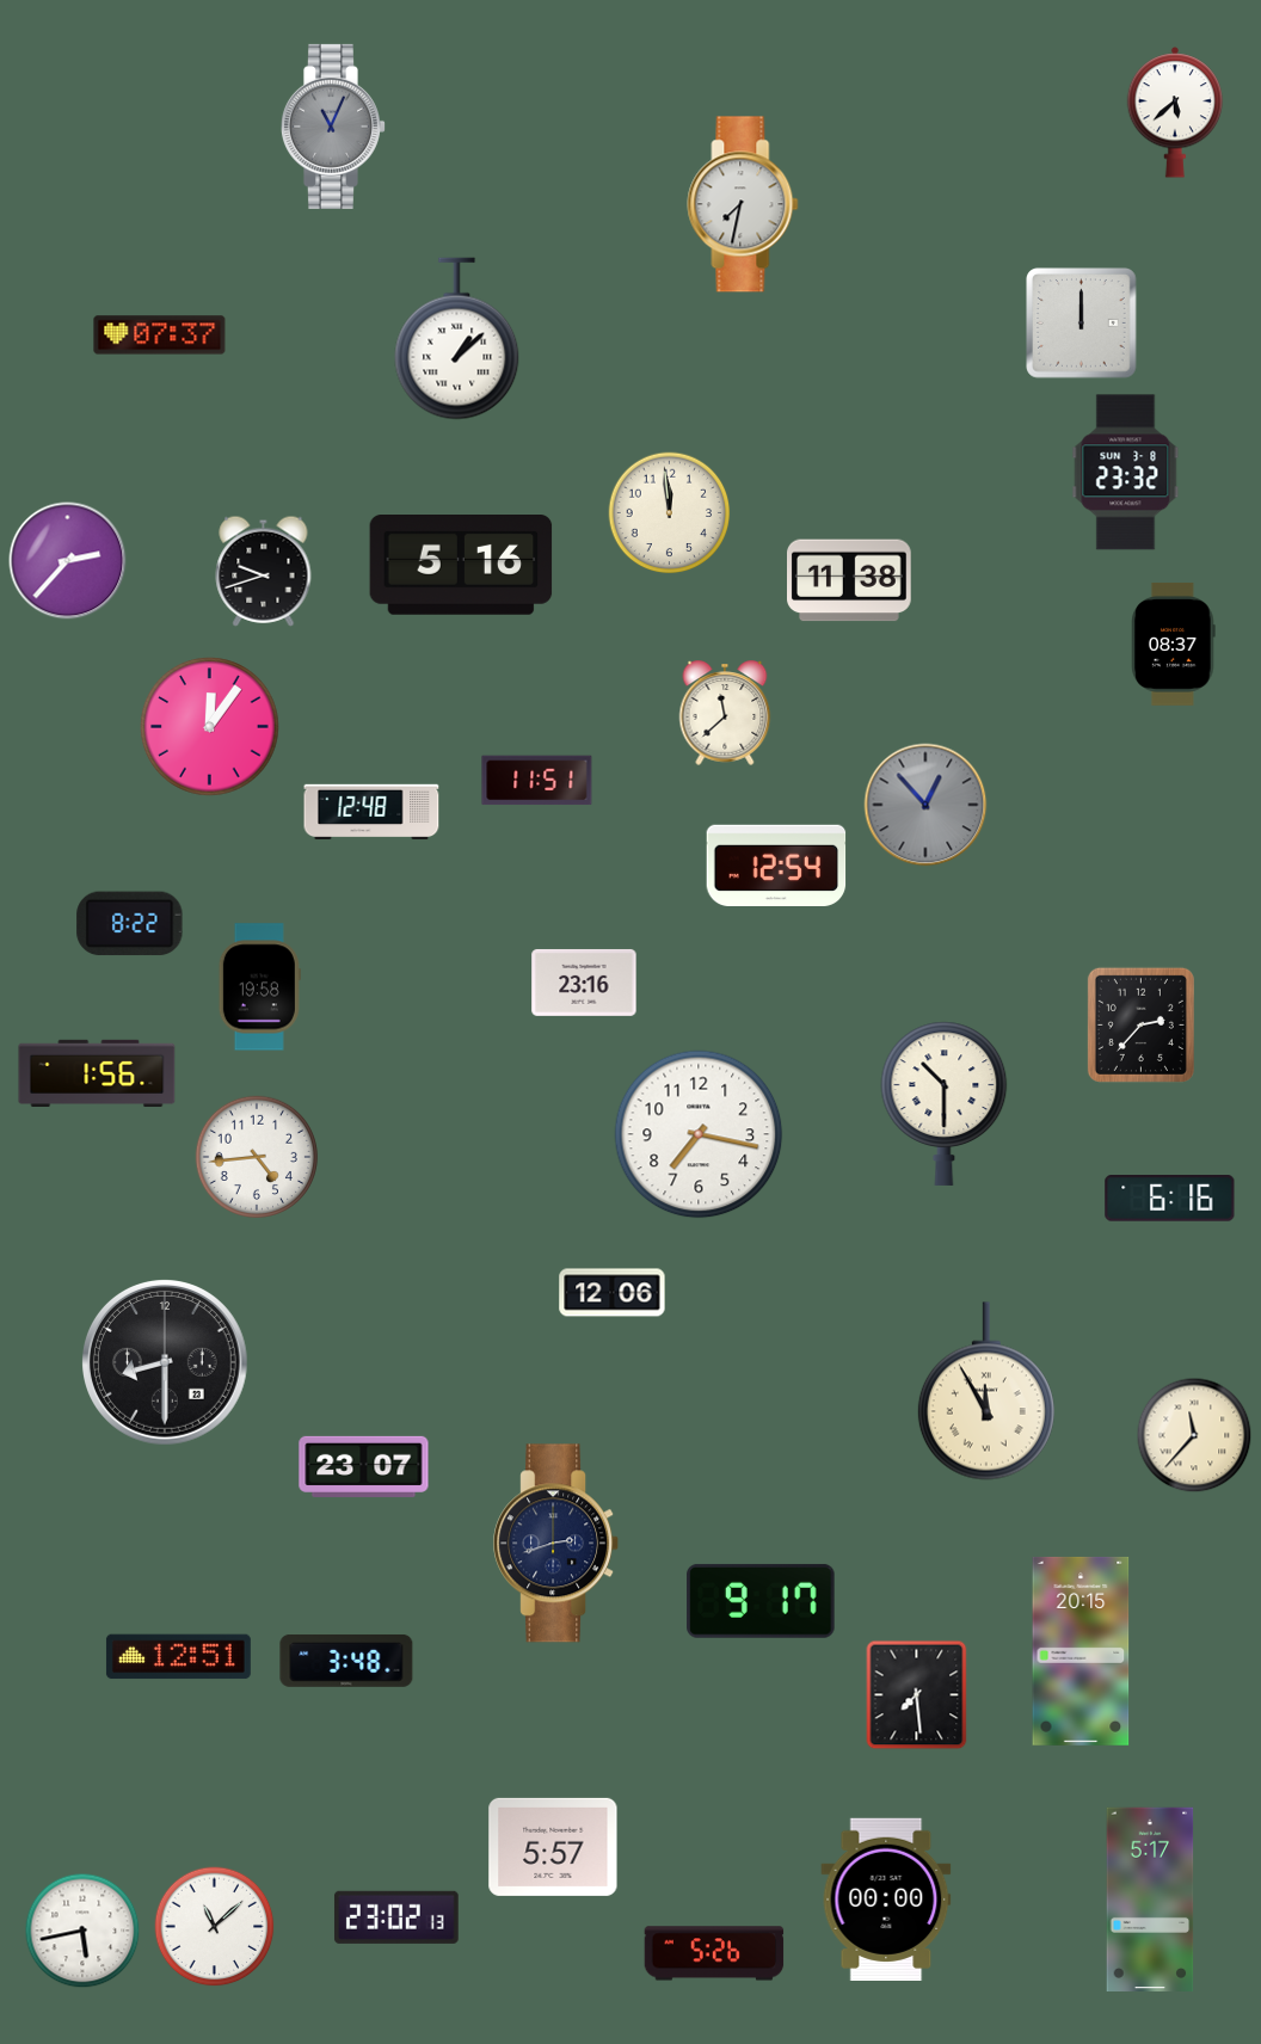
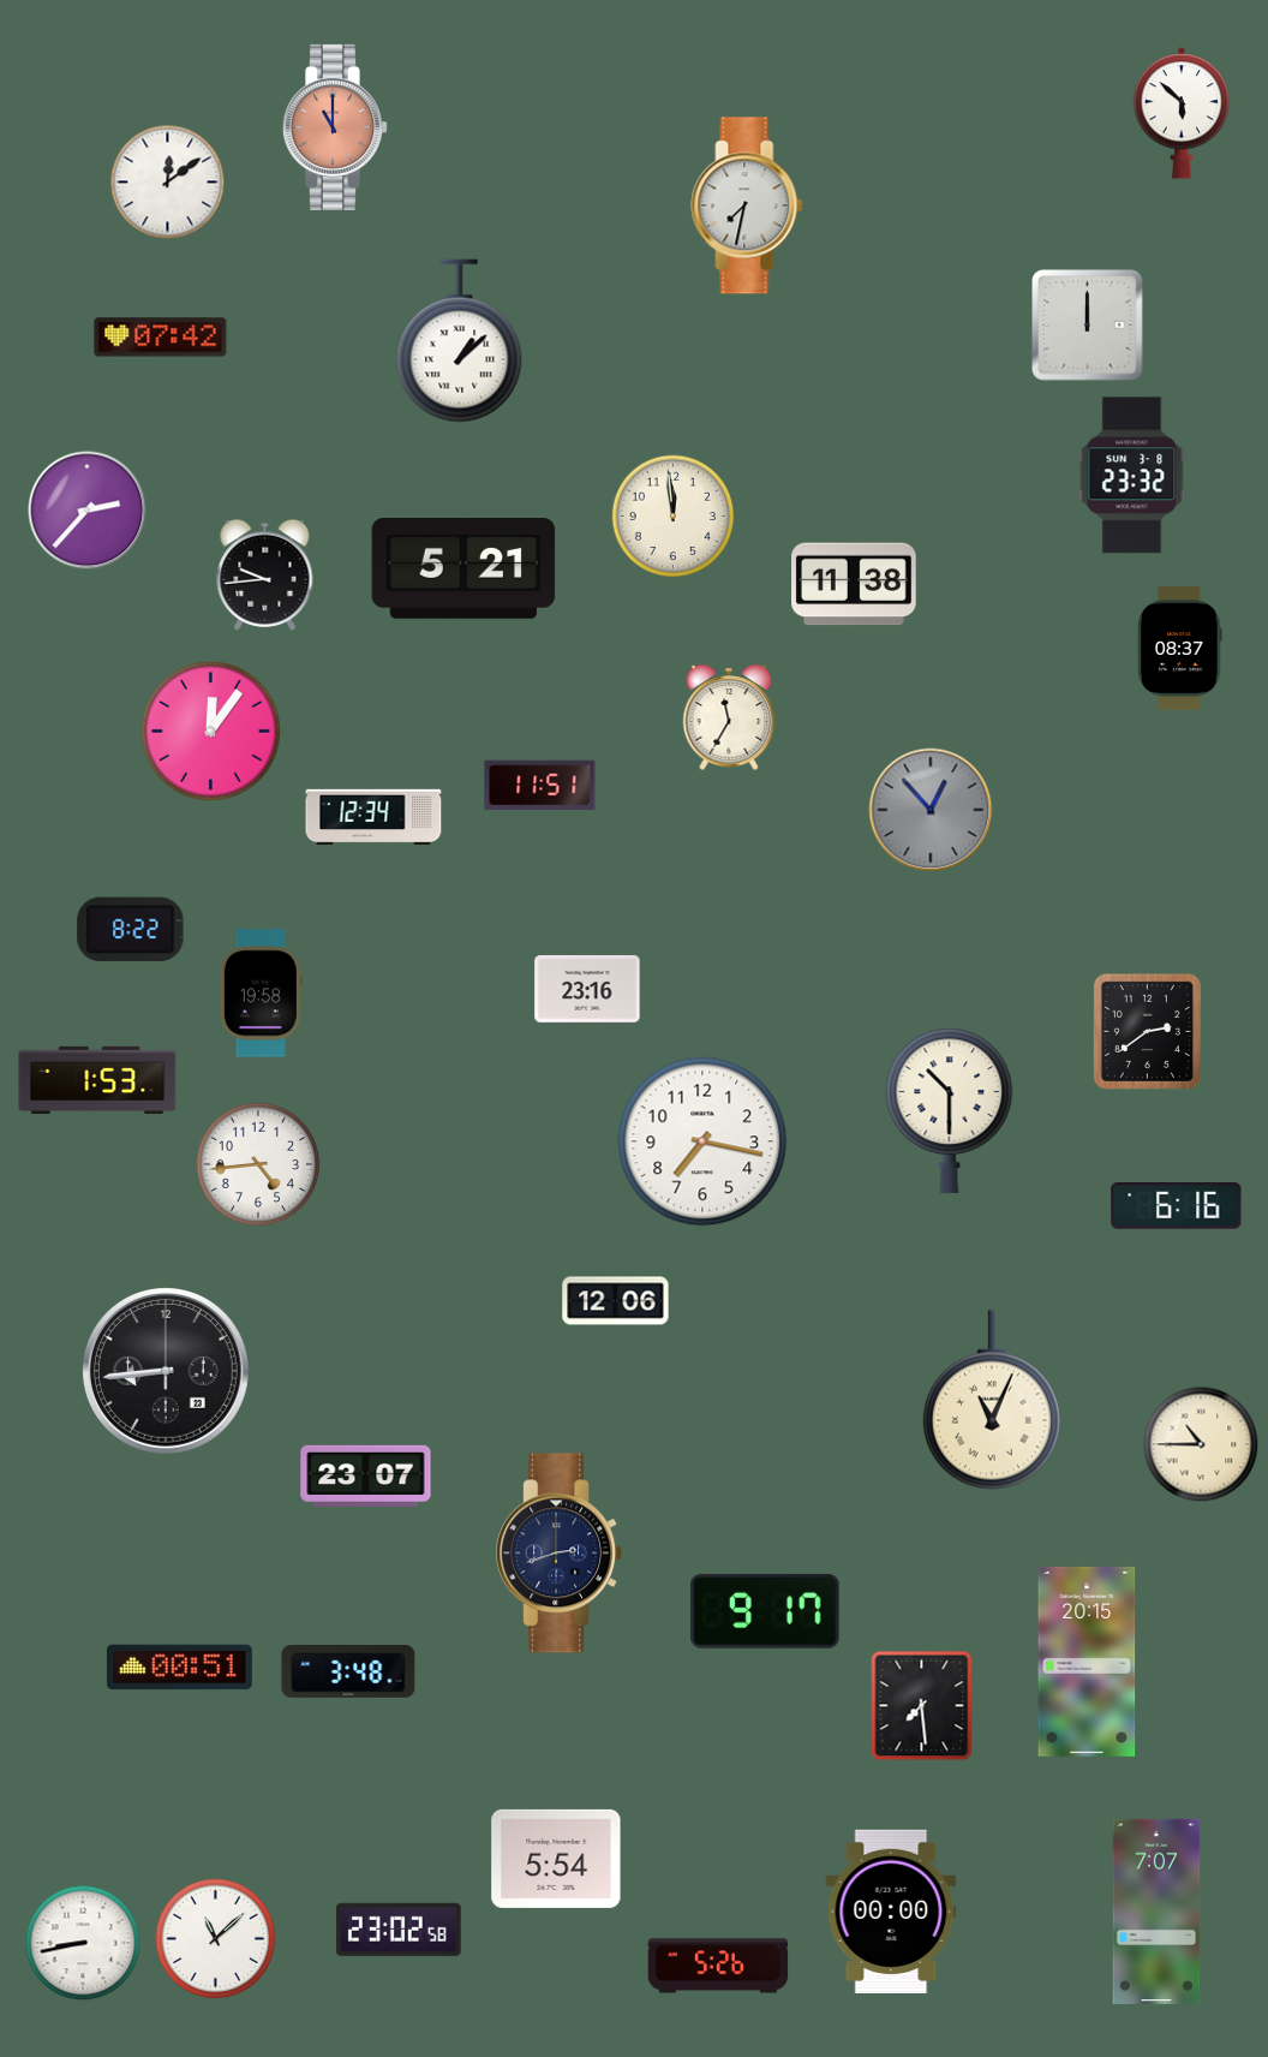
clock at (1175, 112): 5:38 -> 5:52
clock at (333, 127): 11:04 -> 11:00
clock at (333, 127) dial: grey -> salmon
clock at (168, 183): none -> 12:09
clock at (160, 335): 07:37 -> 07:42
clock at (68, 561) position: (68, 561) -> (88, 511)
clock at (461, 566): 5:16 -> 5:21
clock at (264, 571): 9:42 -> 9:44
clock at (725, 713): 11:38 -> 11:35
clock at (371, 812): 12:48 -> 12:34
clock at (776, 864): 12:54 -> none
clock at (1140, 1024): 2:37 -> 2:39
clock at (97, 1072): 1:56 -> 1:53
clock at (166, 1363): 8:30 -> 8:44
clock at (986, 1391): 11:55 -> 11:04
clock at (1194, 1435): 11:37 -> 10:45
clock at (178, 1657): 12:51 -> 00:51
clock at (553, 1847): 5:57 -> 5:54
clock at (1150, 1898): 5:17 -> 7:07
clock at (396, 1917): 23:02:13 -> 23:02:58
clock at (82, 1931): 5:43 -> 8:43
